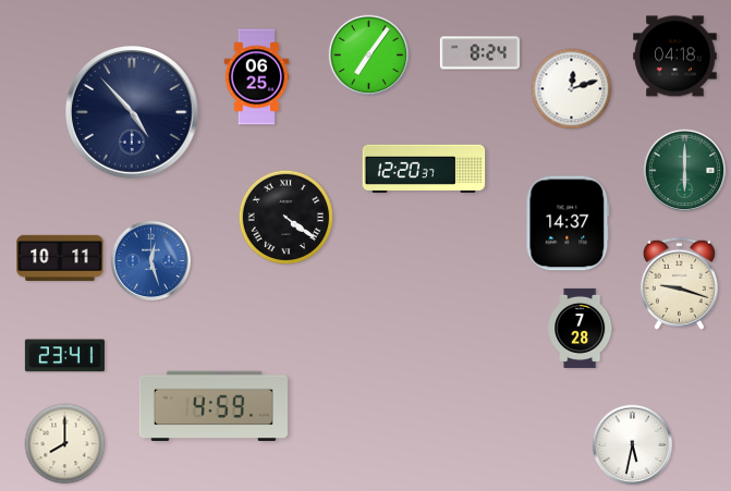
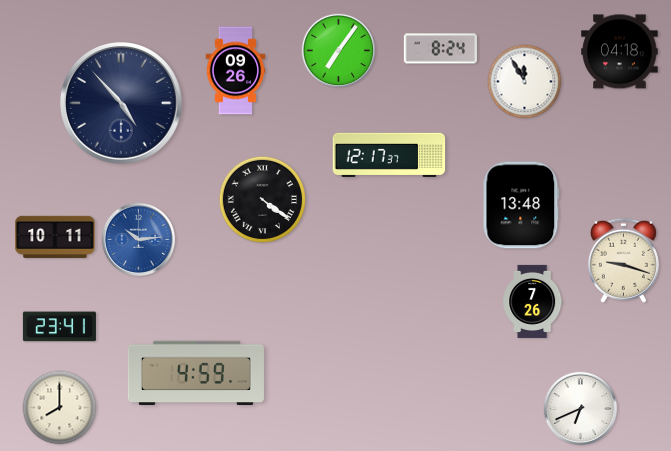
clock at (257, 77): 06:25 -> 09:26
clock at (572, 89): 12:12 -> 11:55
clock at (424, 169): 12:20 -> 12:17
clock at (685, 171): 6:00 -> none
clock at (568, 223): 14:37 -> 13:48
clock at (151, 261): 12:27 -> 10:14
clock at (581, 328): 7:28 -> 7:26
clock at (633, 445): 5:32 -> 6:41
